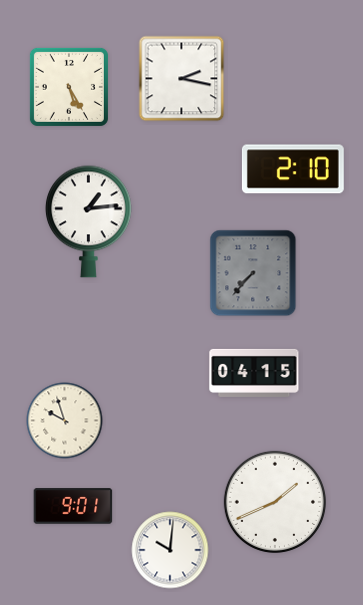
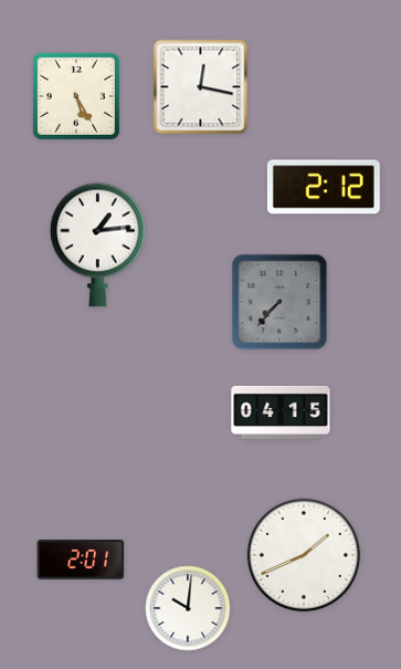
clock at (182, 79): 2:17 -> 12:17
clock at (293, 169): 2:10 -> 2:12
clock at (65, 421): 9:57 -> none
clock at (73, 506): 9:01 -> 2:01
